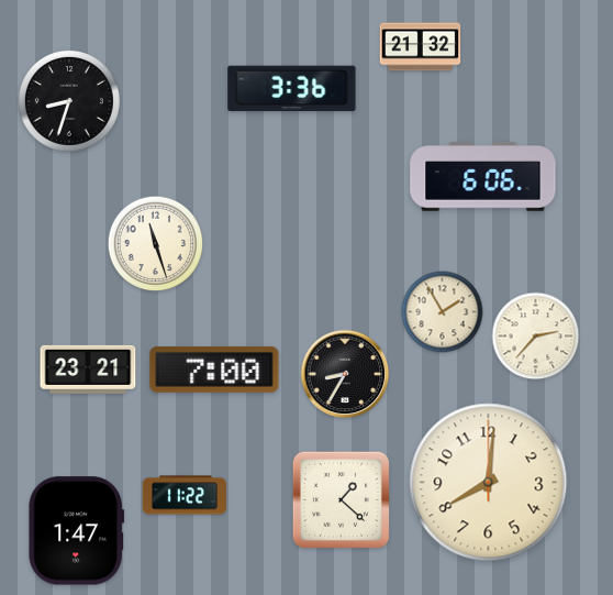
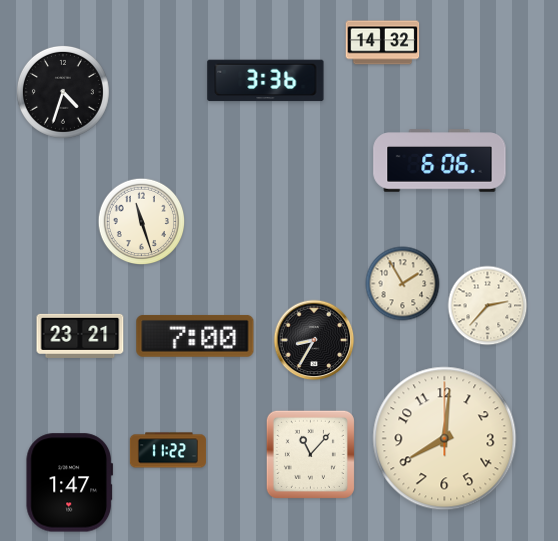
clock at (421, 47): 21:32 -> 14:32
clock at (69, 101): 8:33 -> 4:33
clock at (341, 499): 1:22 -> 11:07
